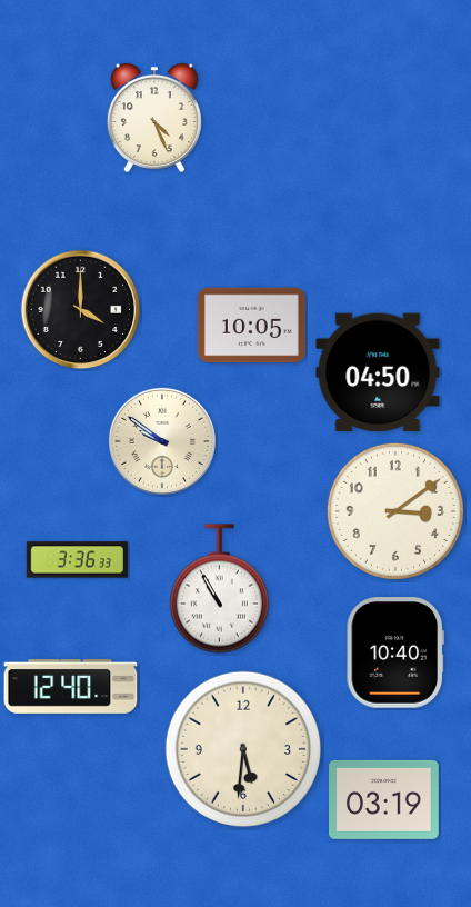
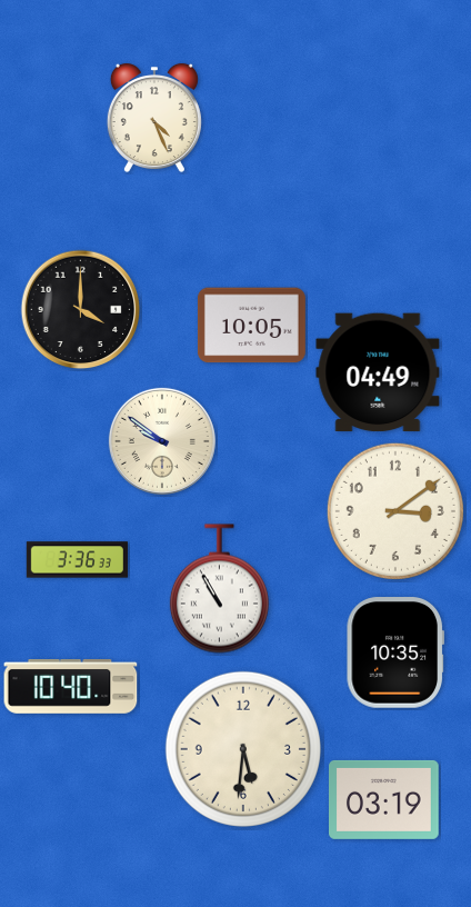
clock at (378, 372): 04:50 -> 04:49
clock at (395, 652): 10:40 -> 10:35
clock at (71, 687): 12:40 -> 10:40
